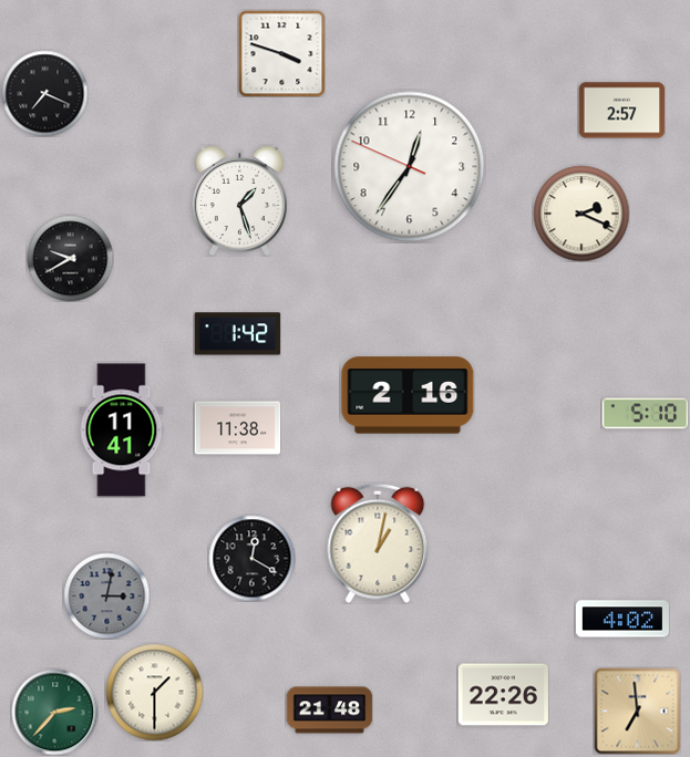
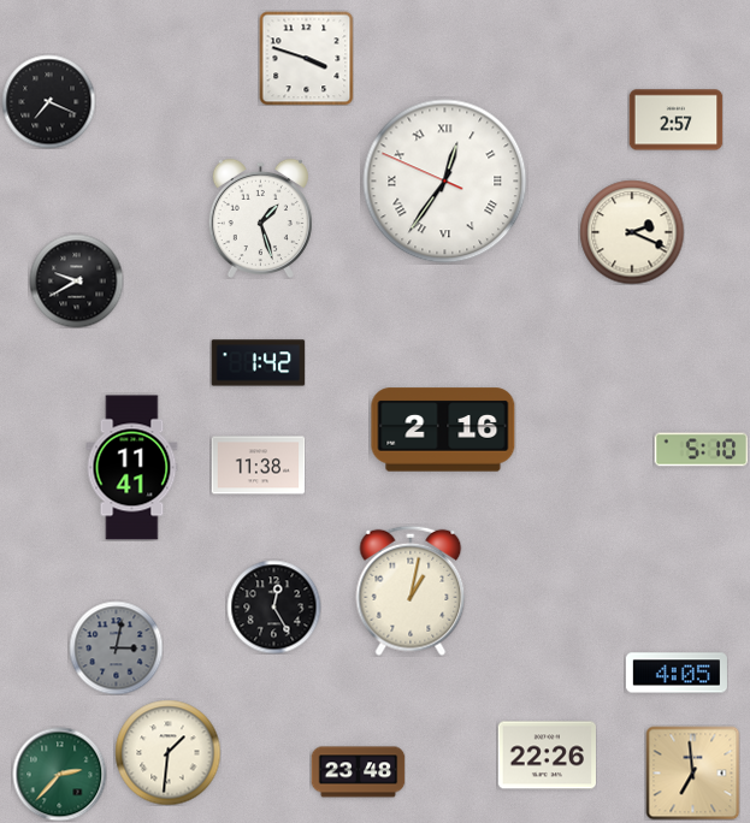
clock at (410, 167) numerals: Arabic -> Roman
clock at (251, 558): 12:20 -> 12:25
clock at (622, 619): 4:02 -> 4:05
clock at (154, 692): 1:30 -> 1:31
clock at (329, 711): 21:48 -> 23:48
